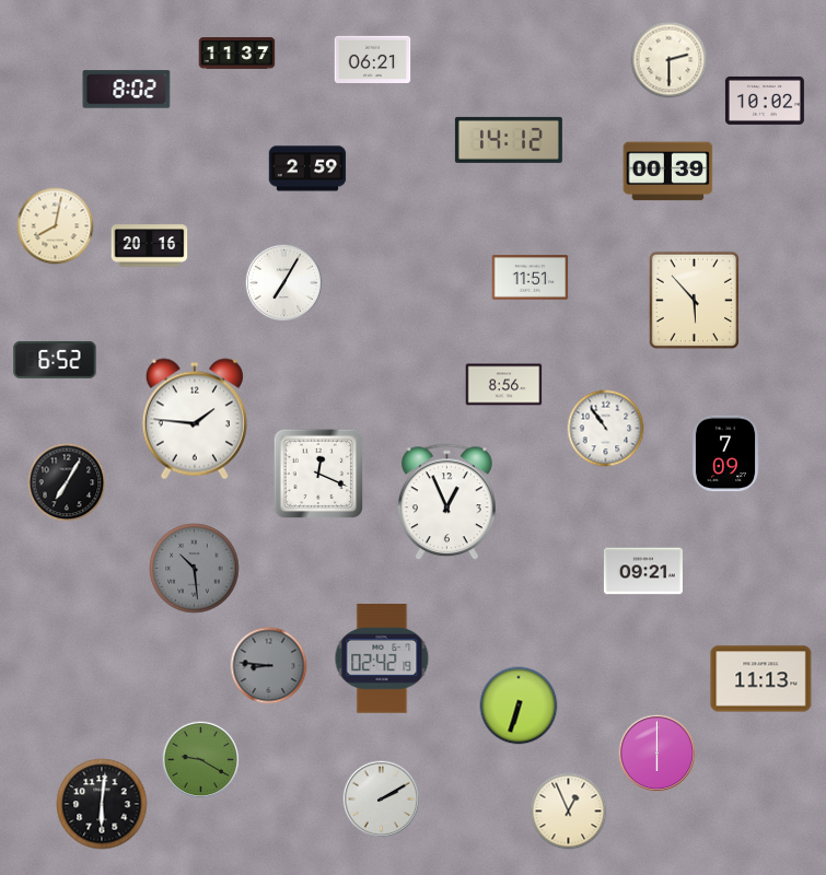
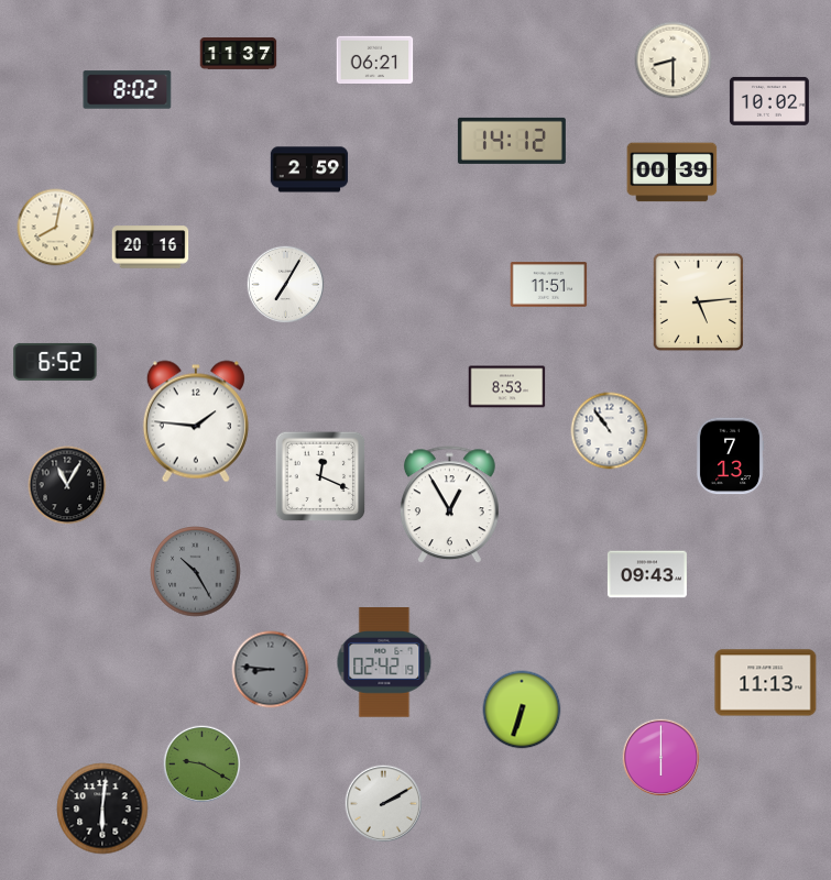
clock at (670, 60): 2:30 -> 8:30
clock at (531, 278) position: (531, 278) -> (549, 285)
clock at (695, 301): 5:53 -> 5:14
clock at (504, 385): 8:56 -> 8:53
clock at (725, 454): 7:09 -> 7:13
clock at (67, 482): 7:05 -> 11:05
clock at (446, 502): 12:56 -> 12:55
clock at (195, 569): 10:29 -> 10:25
clock at (643, 571): 09:21 -> 09:43
clock at (569, 812): 12:56 -> none
